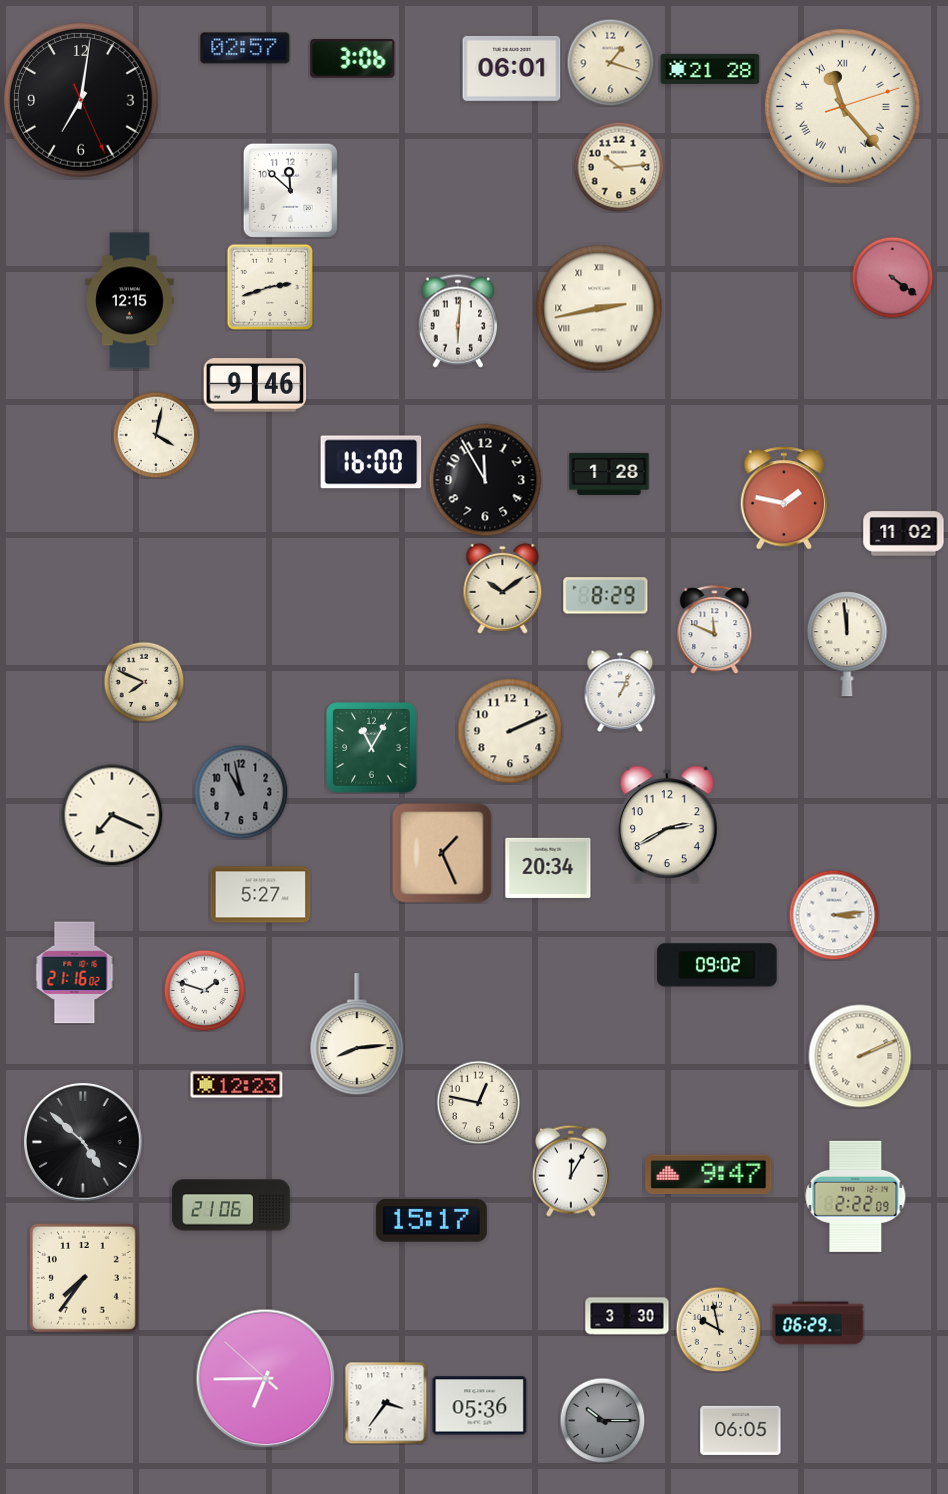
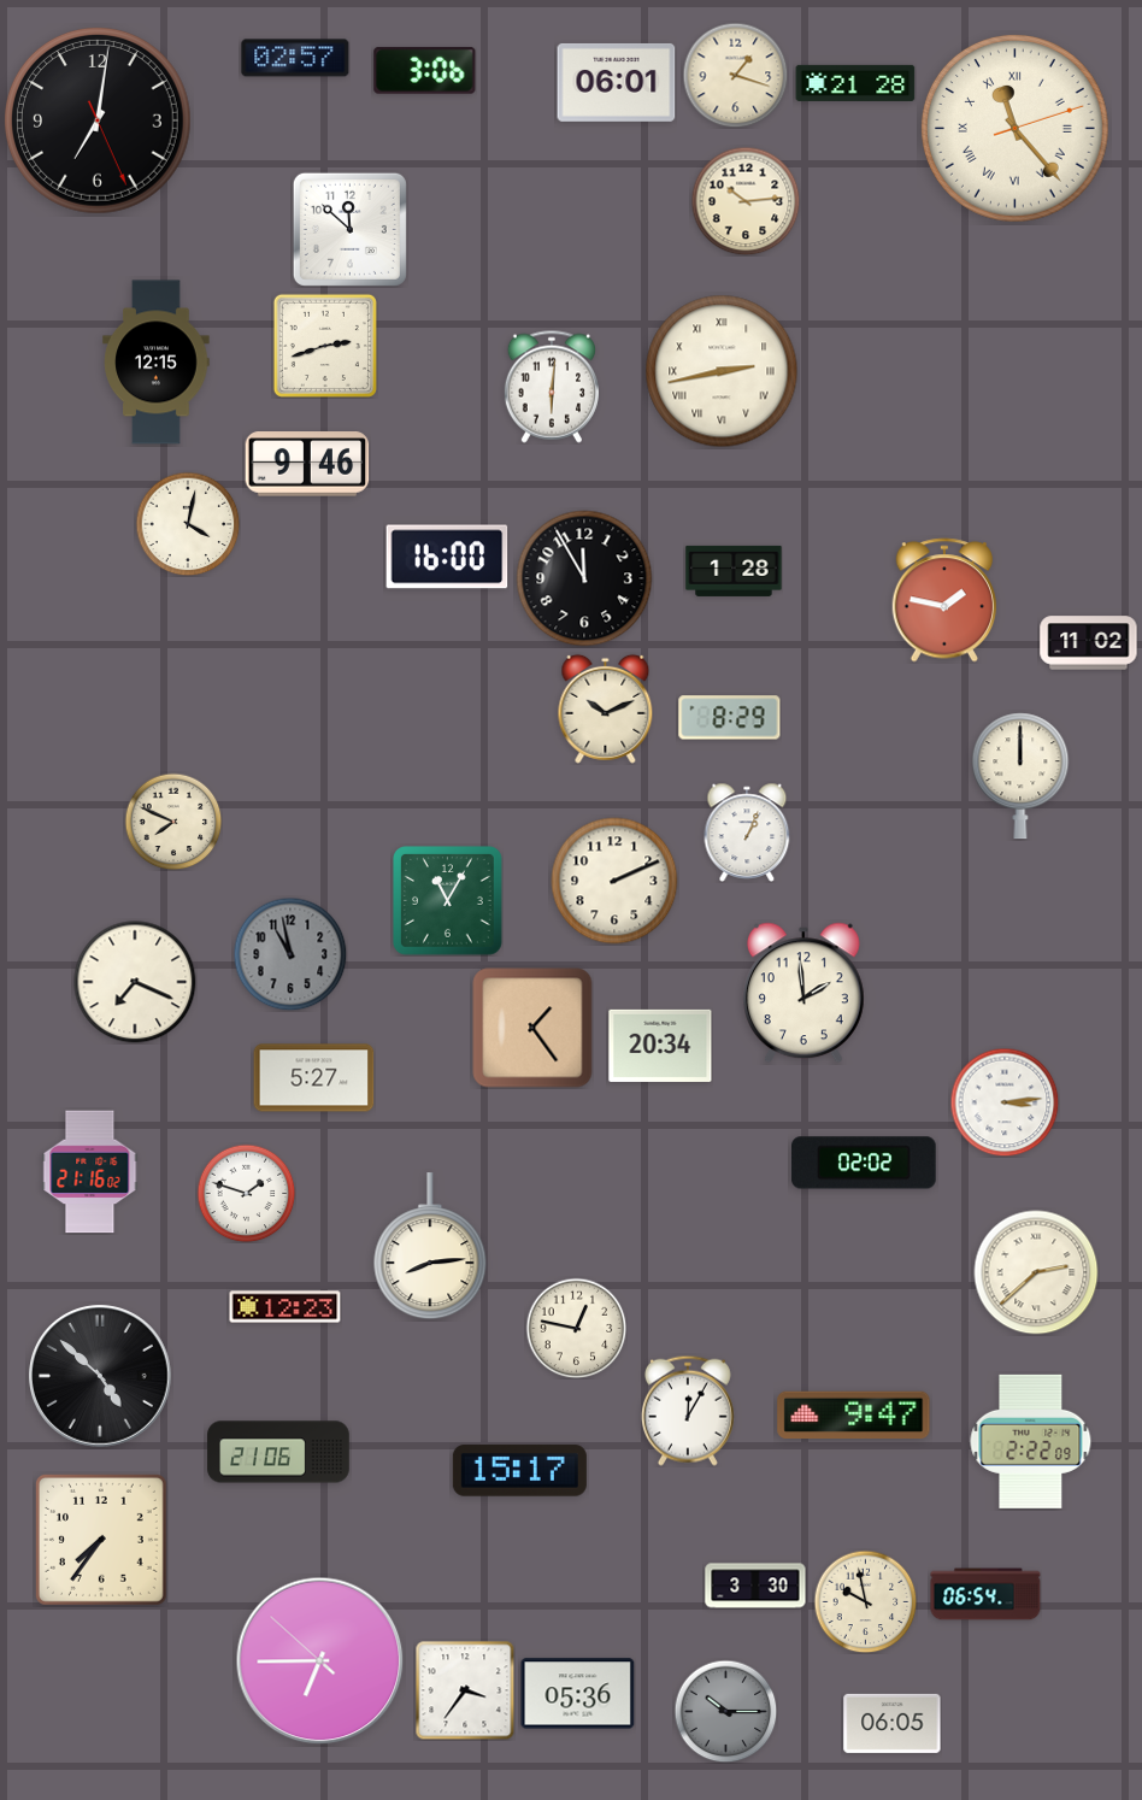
clock at (892, 277): 4:21 -> none
clock at (503, 588): 10:09 -> 10:11
clock at (715, 630): 11:49 -> none
clock at (847, 644): 11:59 -> 12:00
clock at (667, 824): 2:40 -> 1:59
clock at (442, 853): 1:26 -> 1:24
clock at (717, 965): 09:02 -> 02:02
clock at (860, 1056): 2:11 -> 2:38
clock at (818, 1323): 06:29 -> 06:54
